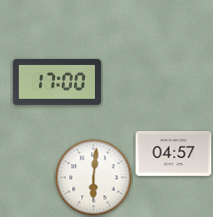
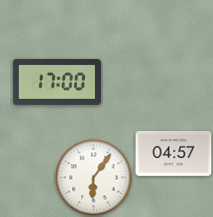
clock at (94, 178): 6:01 -> 6:06
